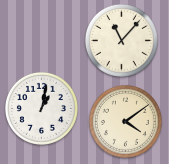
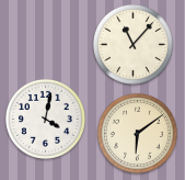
clock at (41, 108): 1:02 -> 4:02
clock at (125, 121): 4:09 -> 6:09
